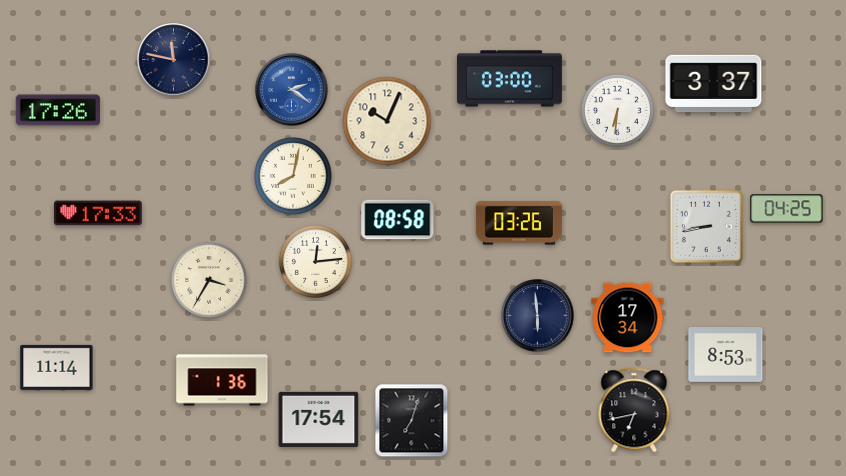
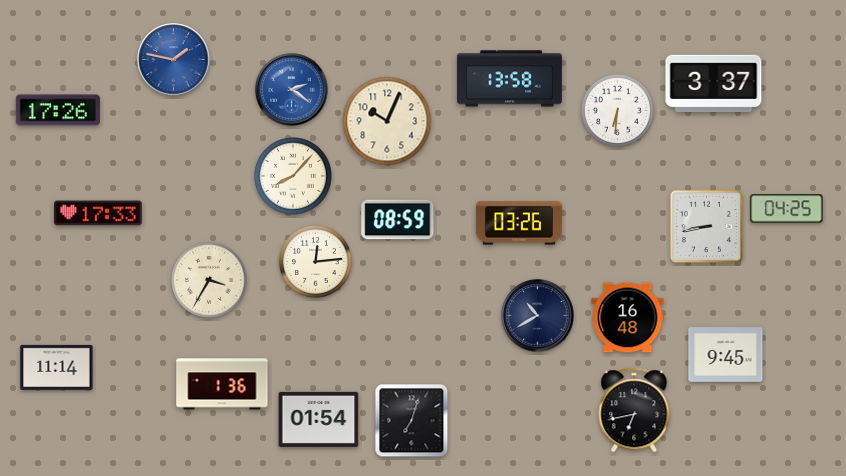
clock at (174, 60): 11:47 -> 1:47
clock at (174, 60) dial: navy -> blue
clock at (509, 79): 03:00 -> 13:58
clock at (293, 176): 8:02 -> 8:07
clock at (398, 220): 08:58 -> 08:59
clock at (538, 316): 5:59 -> 10:40
clock at (628, 318): 17:34 -> 16:48
clock at (726, 355): 8:53 -> 9:45
clock at (222, 380) position: (222, 380) -> (222, 384)
clock at (319, 419): 17:54 -> 01:54
